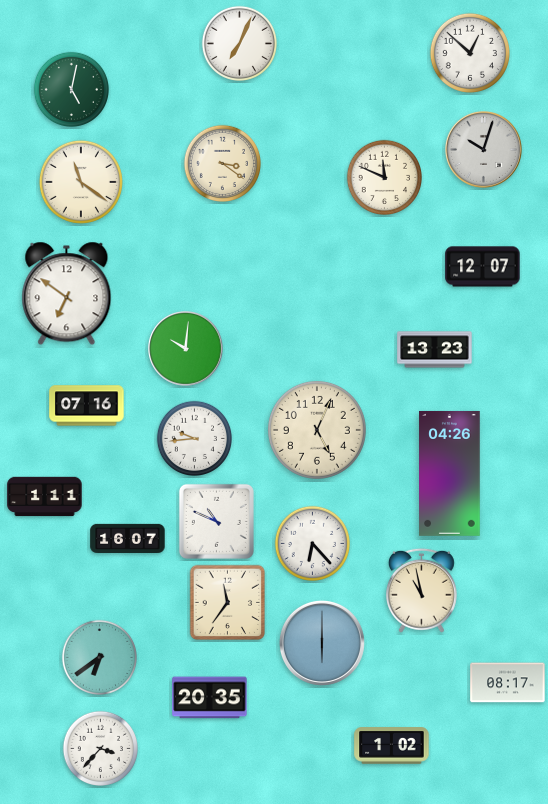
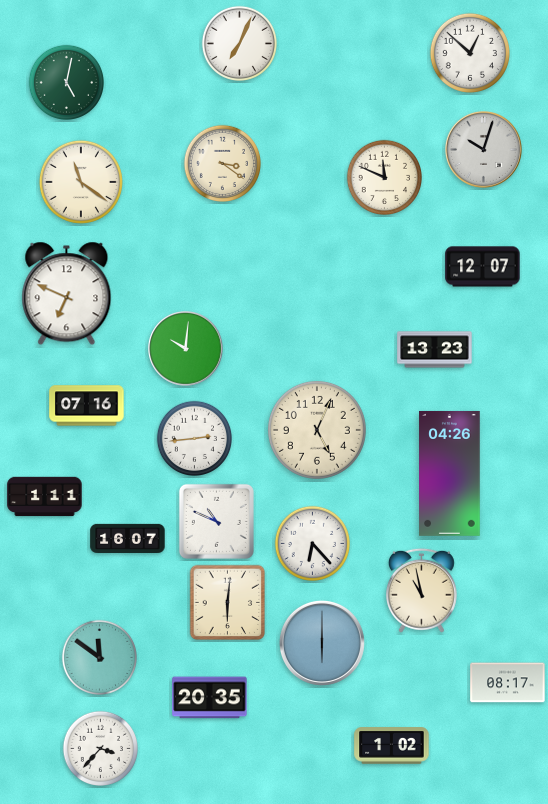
clock at (71, 89) position: (71, 89) -> (66, 82)
clock at (67, 294): 6:51 -> 6:49
clock at (194, 438): 9:44 -> 2:44
clock at (228, 603): 11:36 -> 6:01
clock at (99, 657): 6:39 -> 11:51
